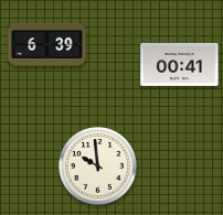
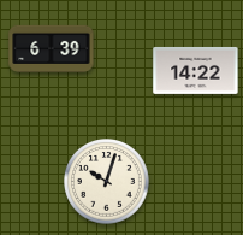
clock at (180, 64): 00:41 -> 14:22
clock at (98, 166): 9:59 -> 10:03
